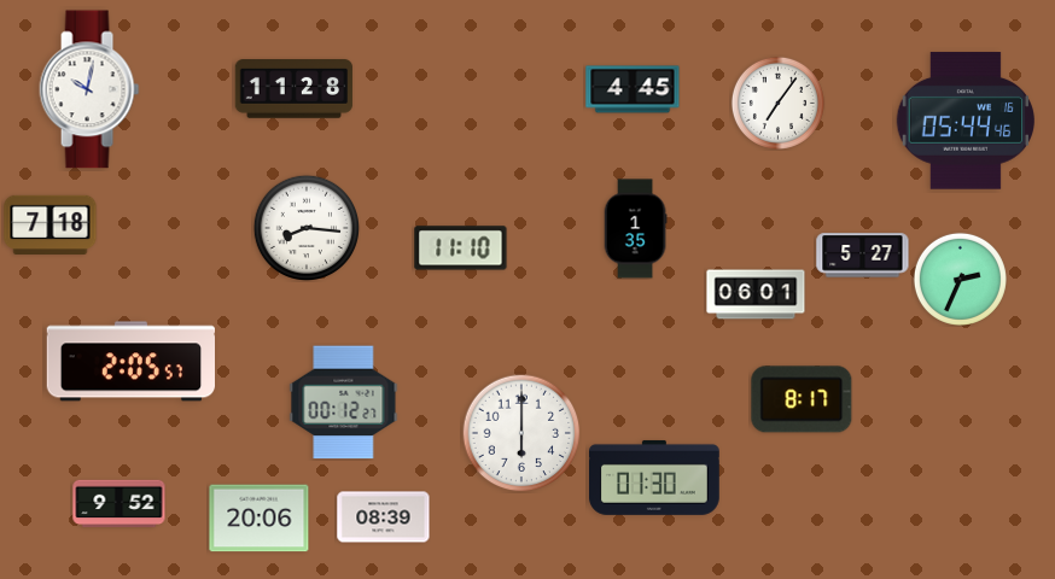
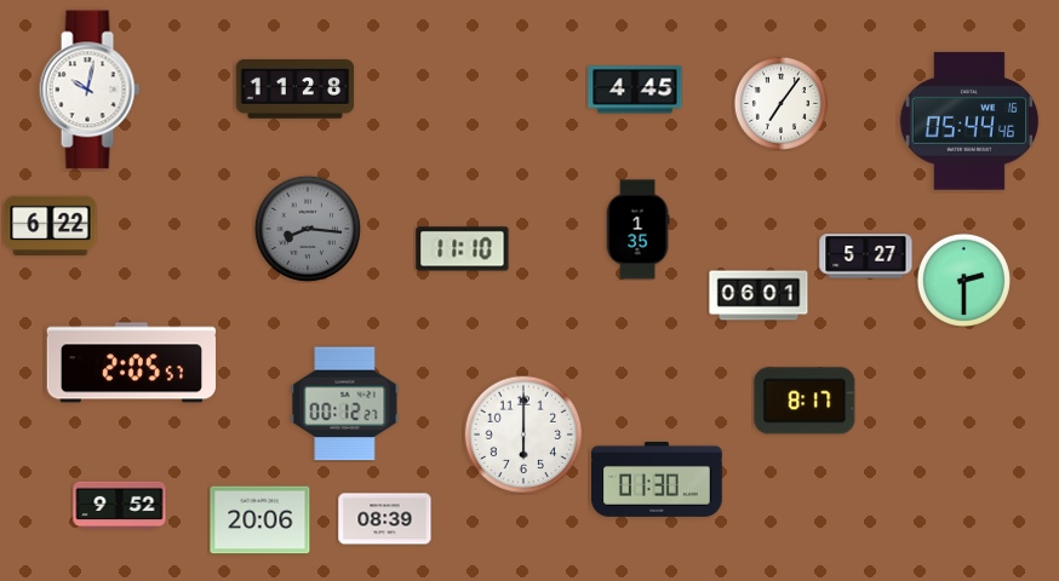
clock at (51, 224): 7:18 -> 6:22
clock at (305, 227) dial: white -> grey
clock at (960, 279): 2:34 -> 2:30
